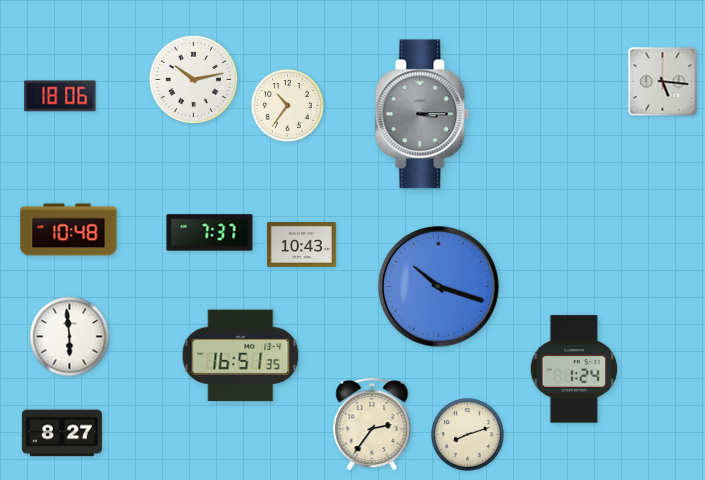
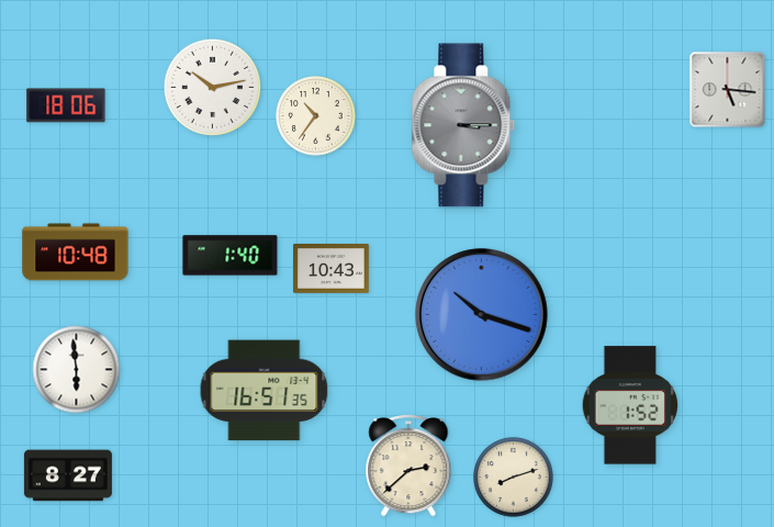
clock at (210, 233): 7:37 -> 1:40
clock at (574, 369): 1:24 -> 1:52
clock at (372, 425): 2:36 -> 2:38
